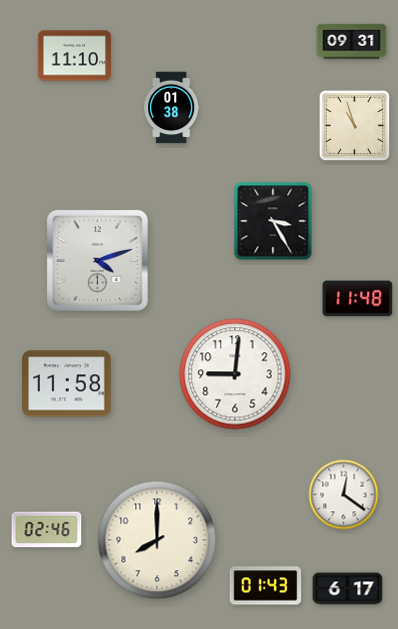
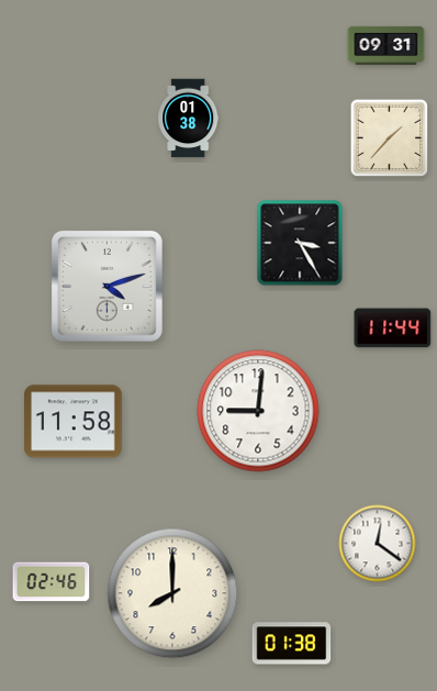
clock at (74, 56): 11:10 -> none
clock at (355, 126): 10:57 -> 1:37
clock at (358, 299): 11:48 -> 11:44
clock at (266, 586): 01:43 -> 01:38
clock at (348, 589): 6:17 -> none
